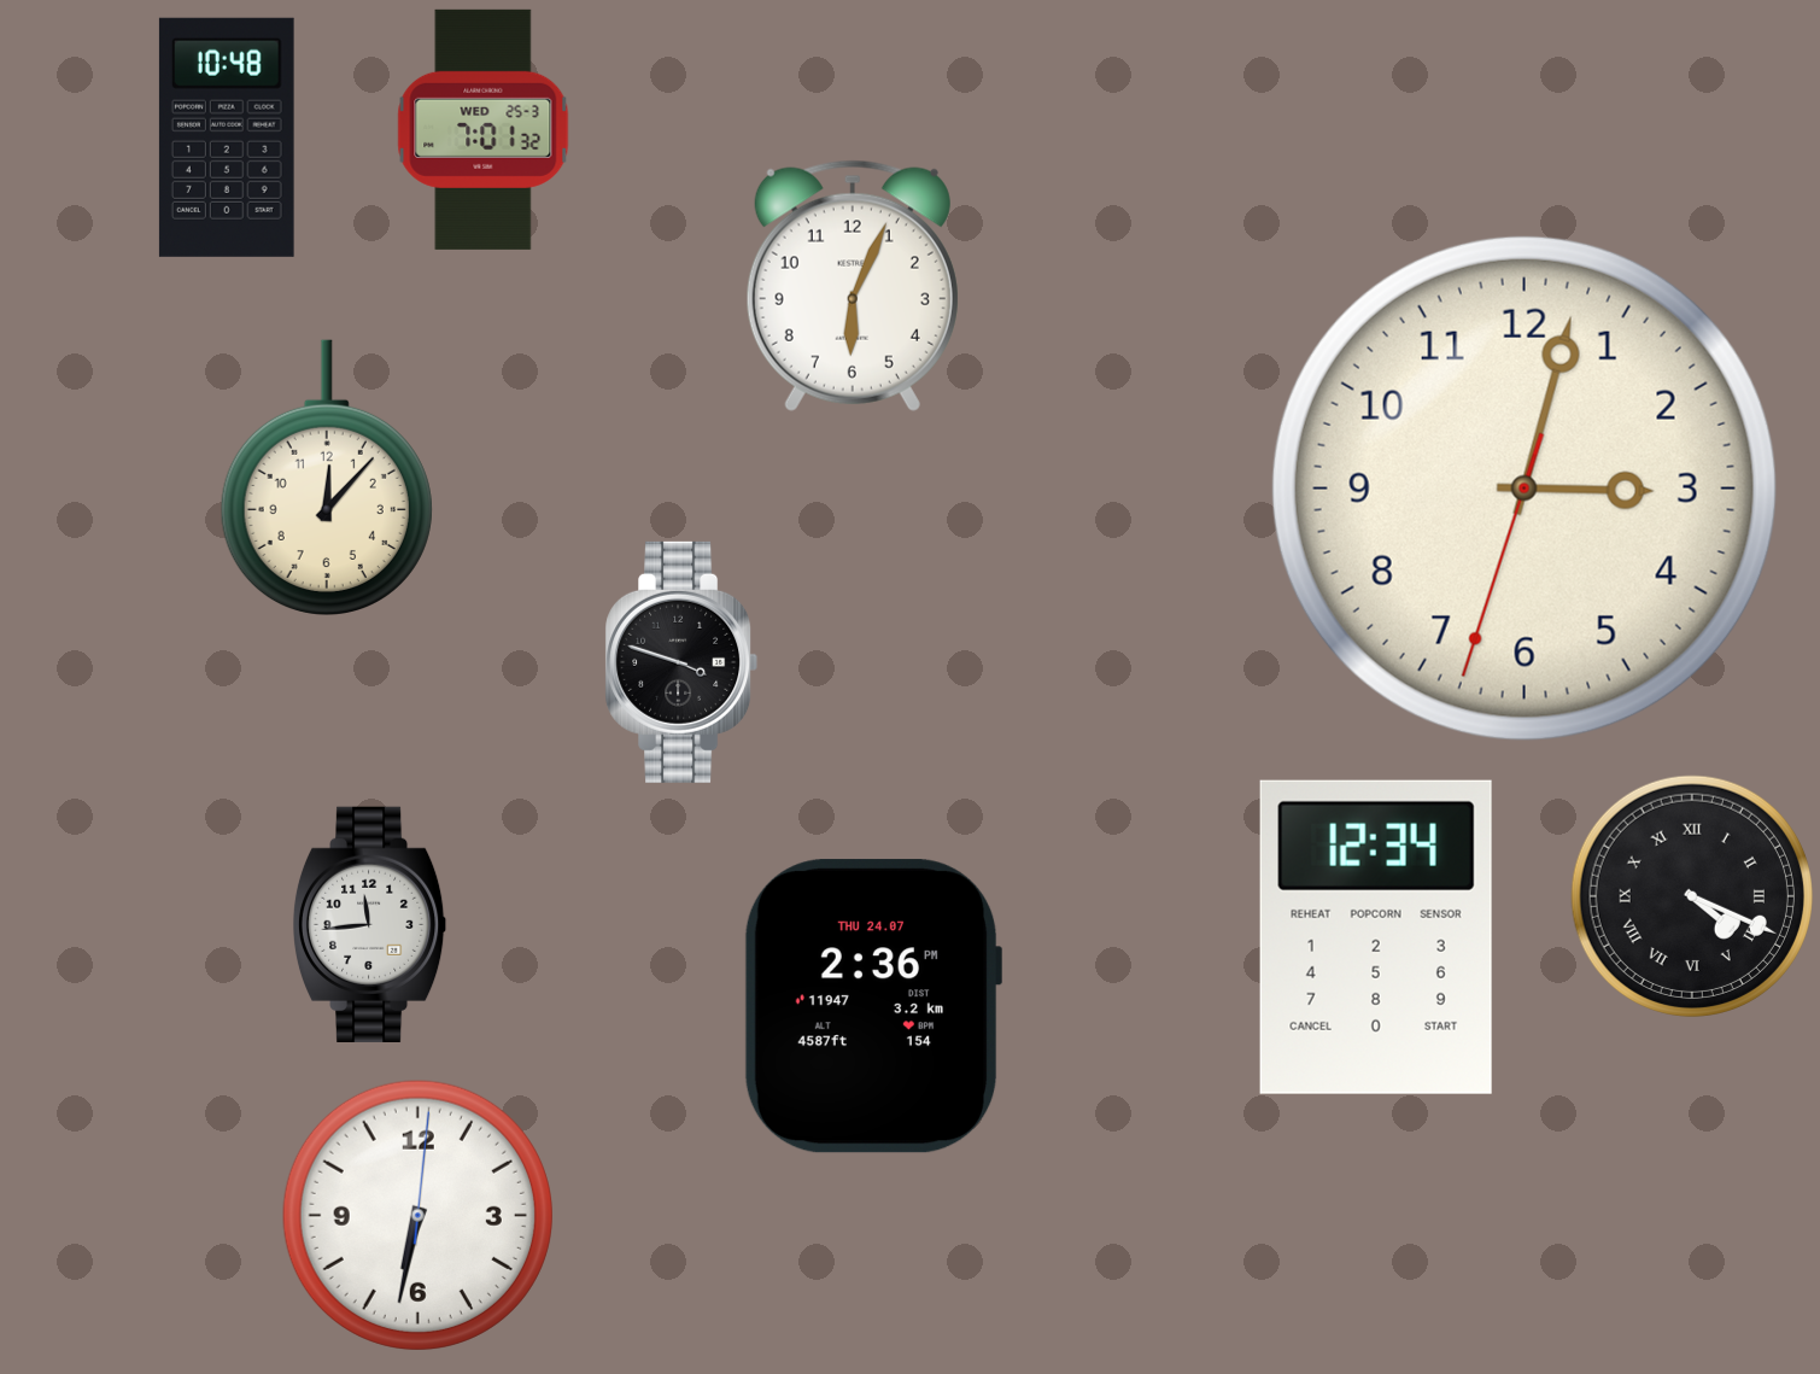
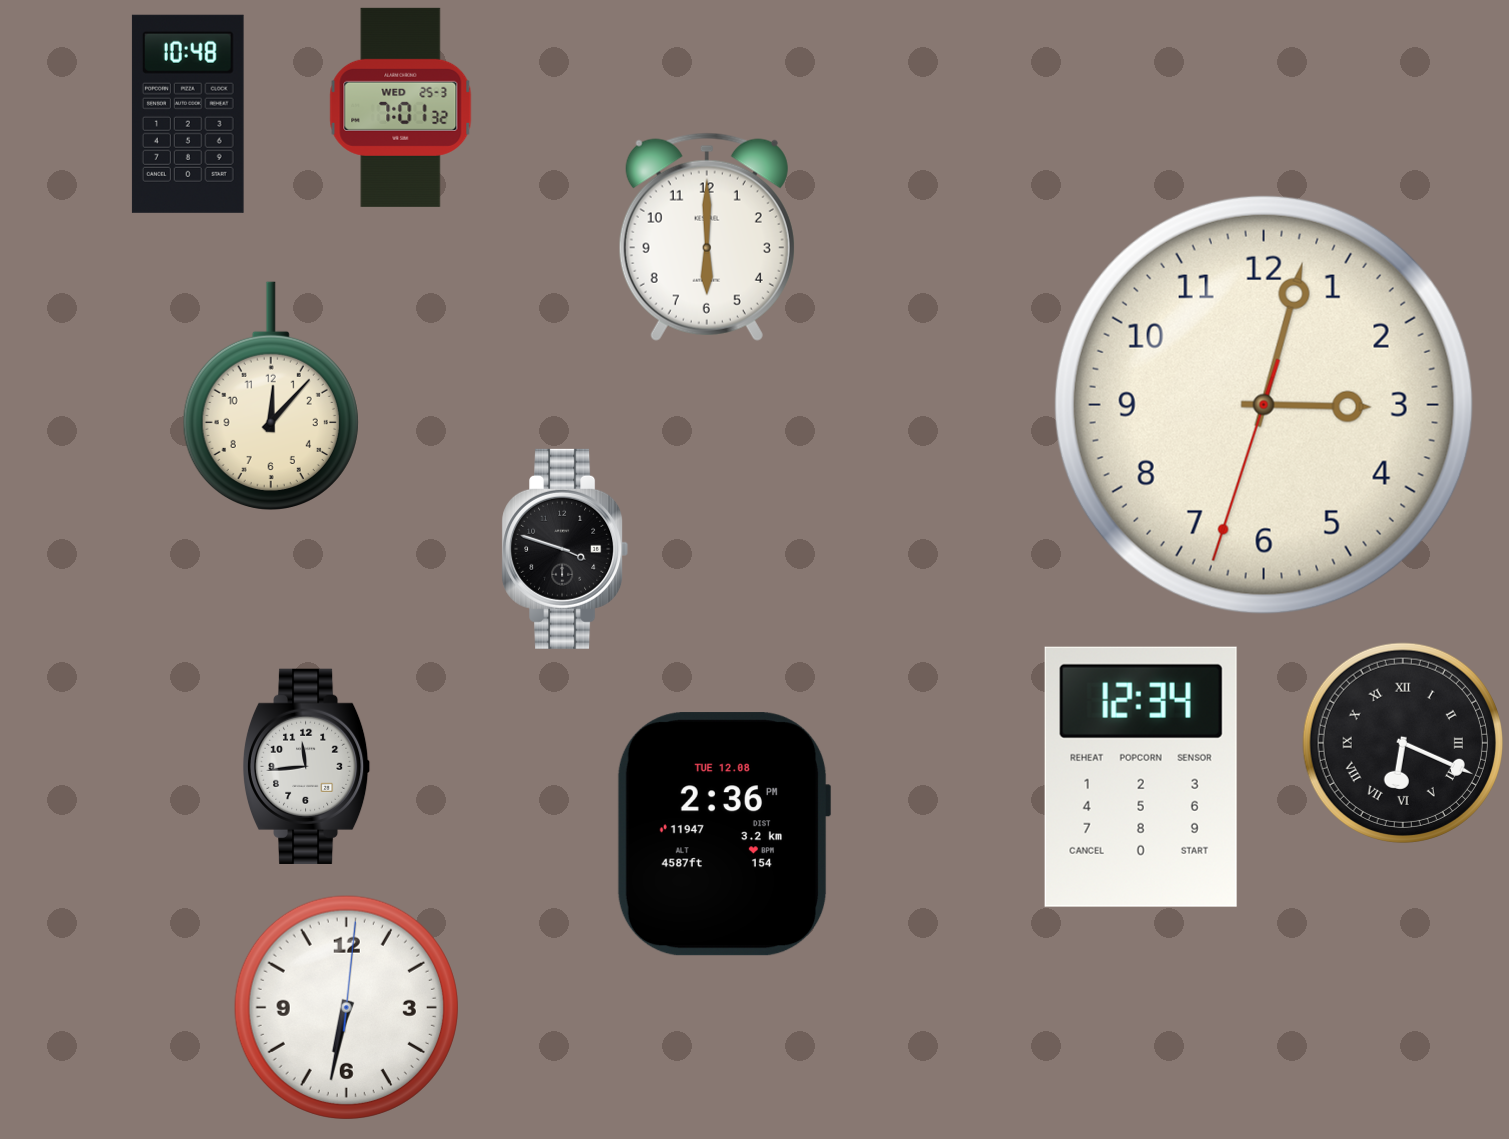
clock at (853, 286): 6:04 -> 6:00
clock at (1691, 895): 4:19 -> 6:19
clock at (873, 1006) date: THU 24.07 -> TUE 12.08
